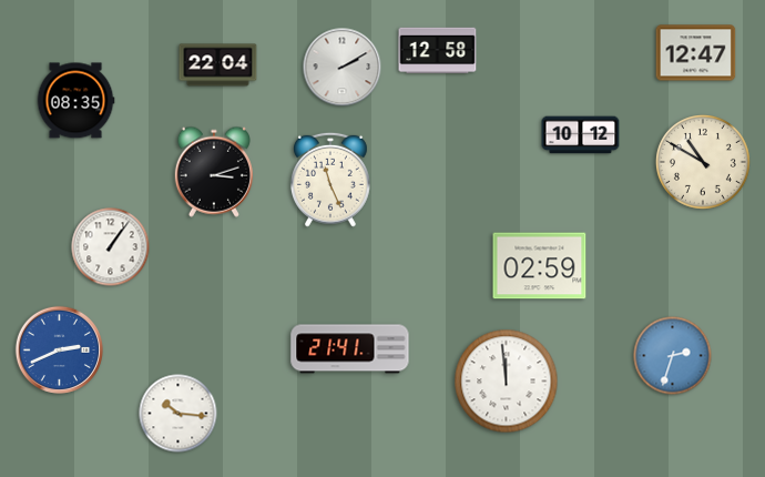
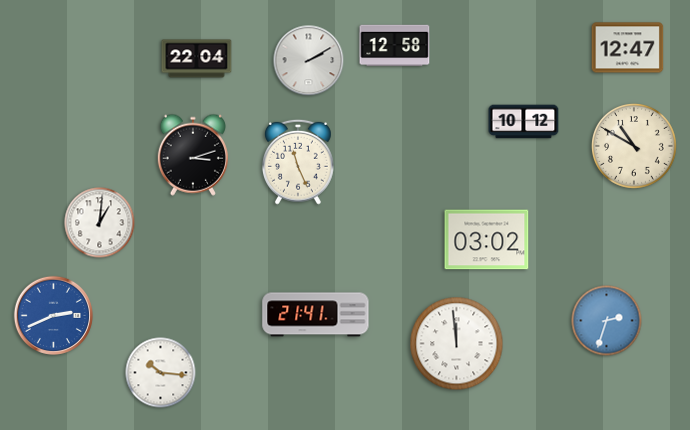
clock at (75, 101): 08:35 -> none
clock at (111, 247): 1:06 -> 1:01
clock at (540, 266): 02:59 -> 03:02
